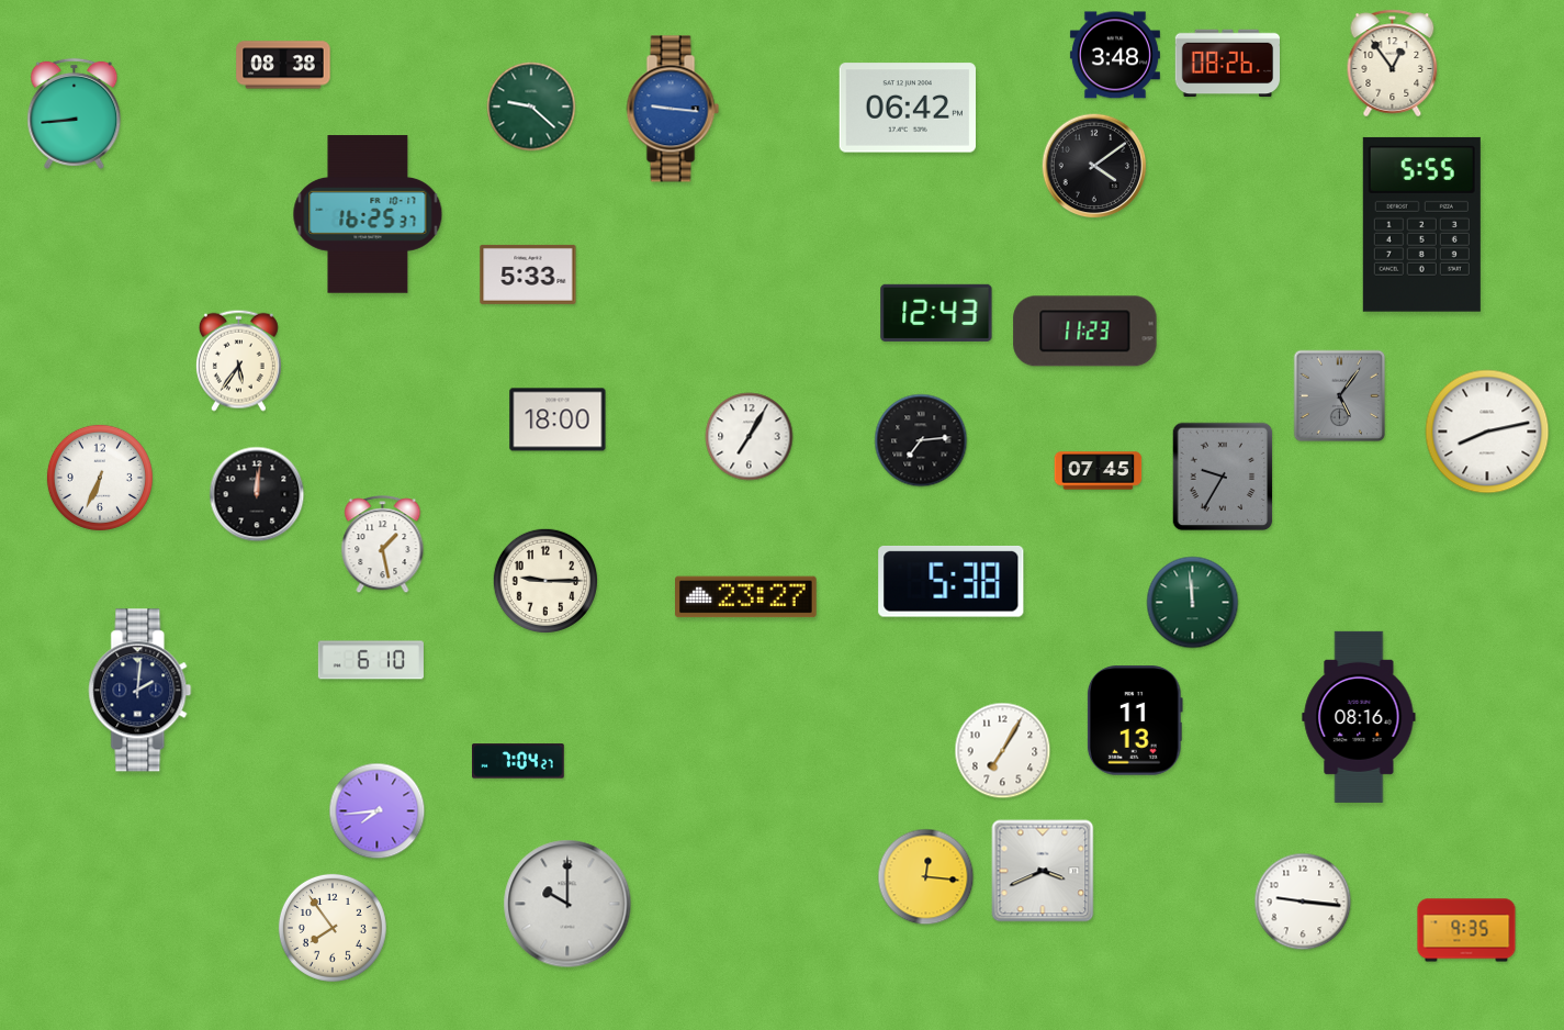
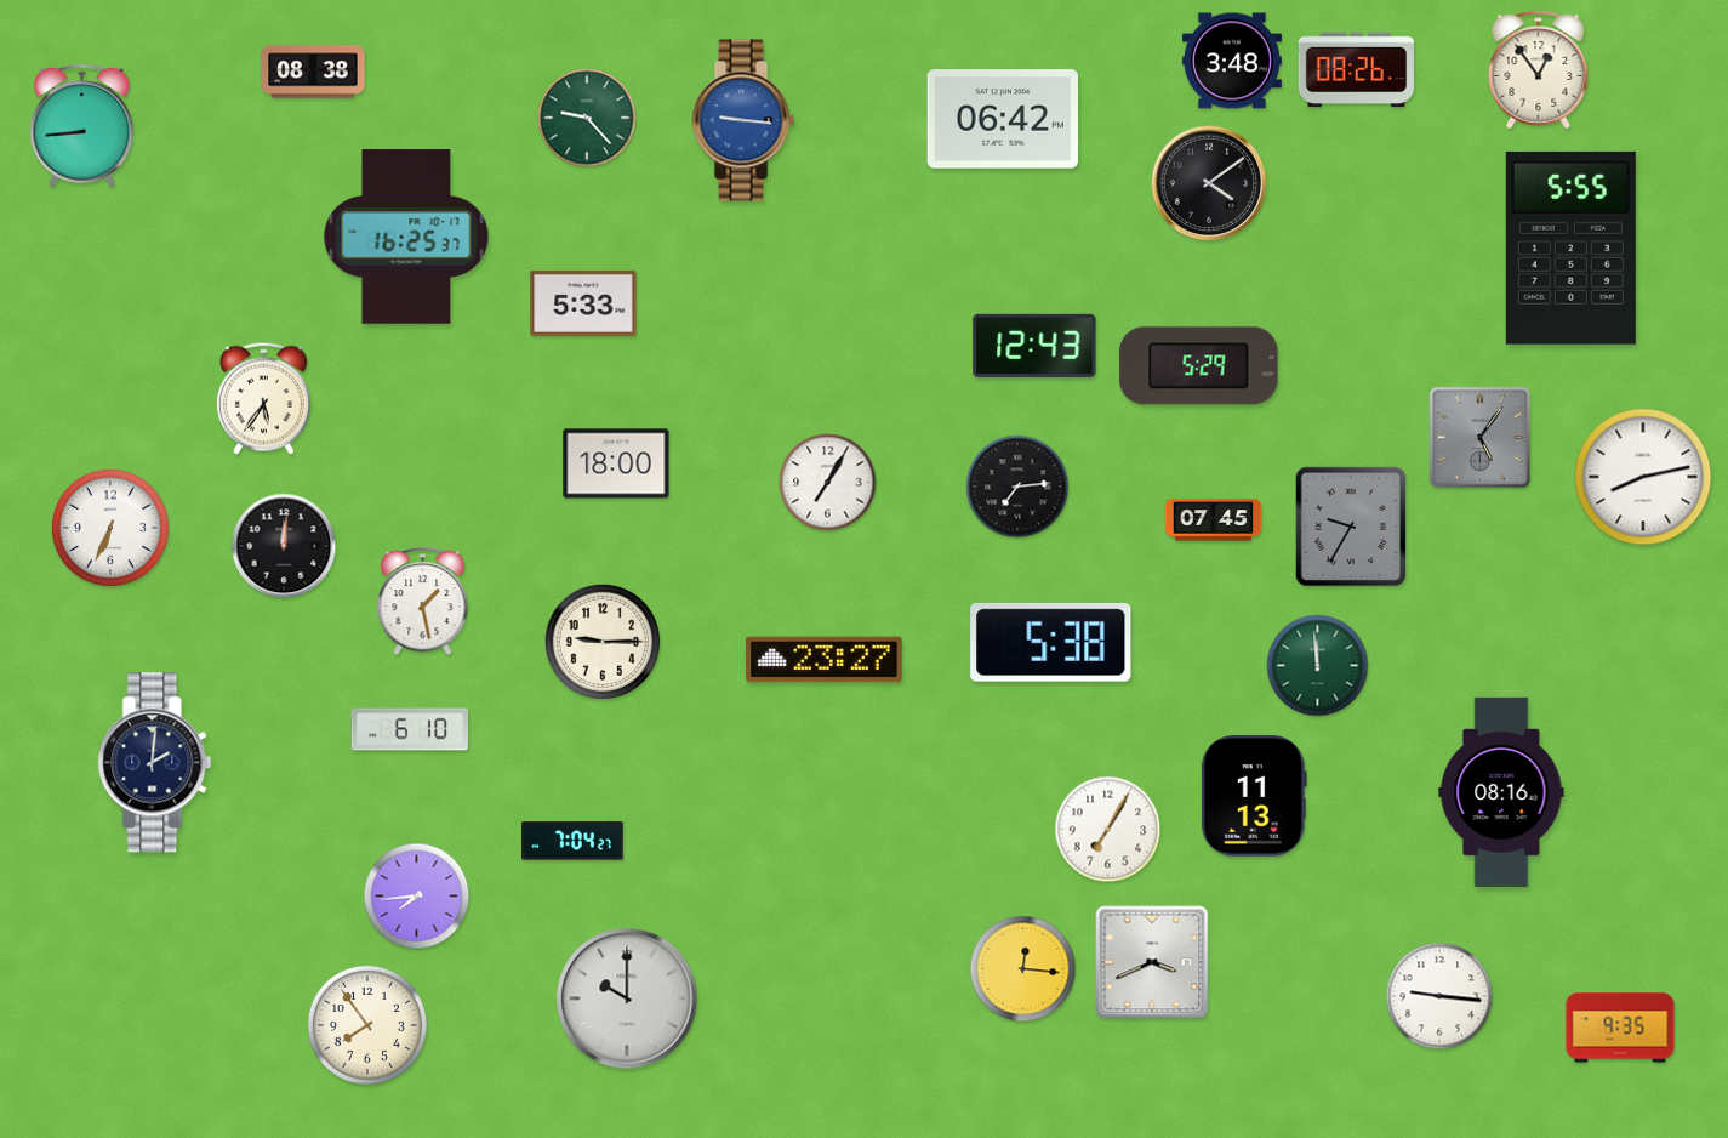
clock at (531, 107): 9:22 -> 9:23
clock at (1085, 332): 11:23 -> 5:29
